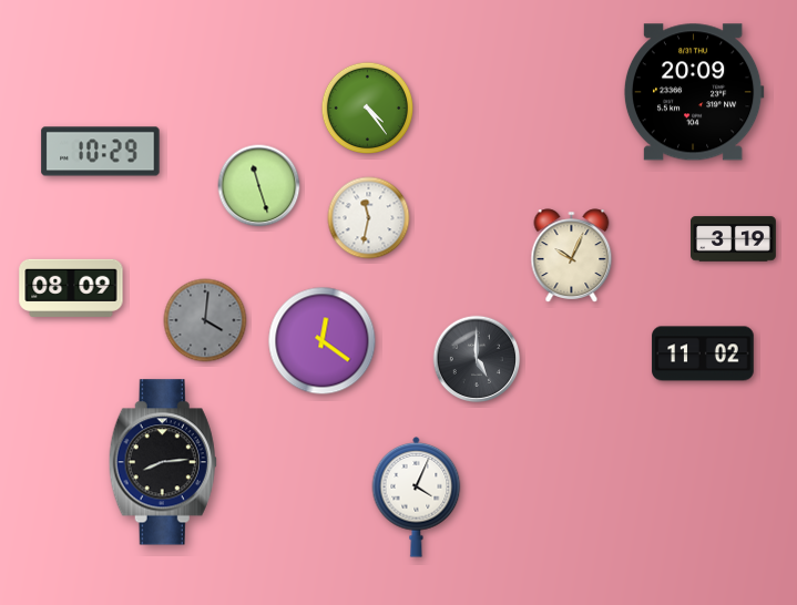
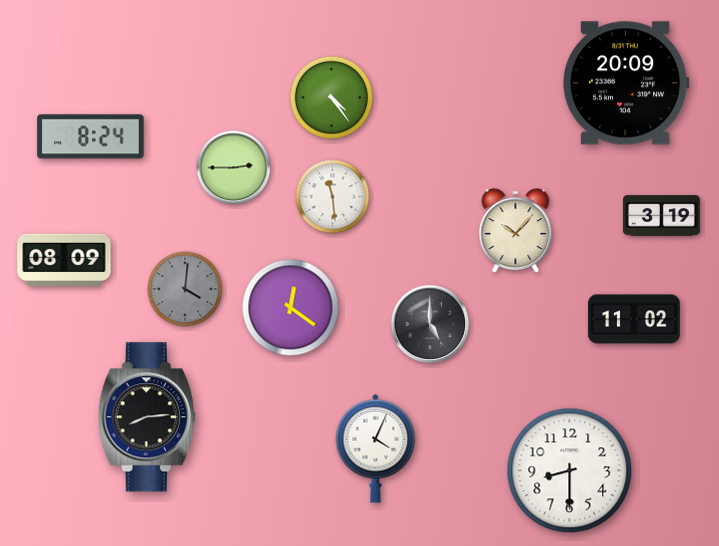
clock at (101, 152): 10:29 -> 8:24
clock at (259, 186): 11:27 -> 2:45
clock at (369, 218): 11:32 -> 11:29
clock at (572, 256): 10:04 -> 10:07
clock at (570, 471): none -> 8:30
